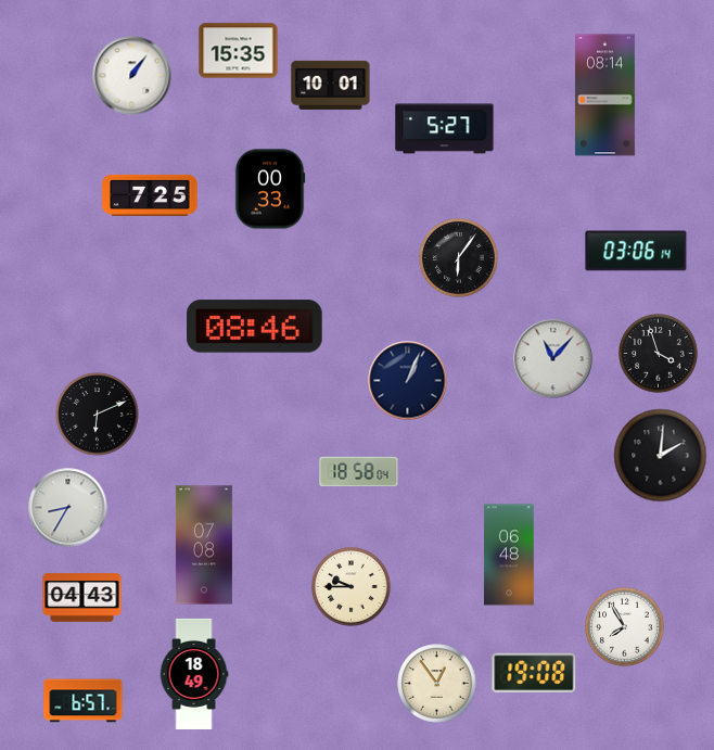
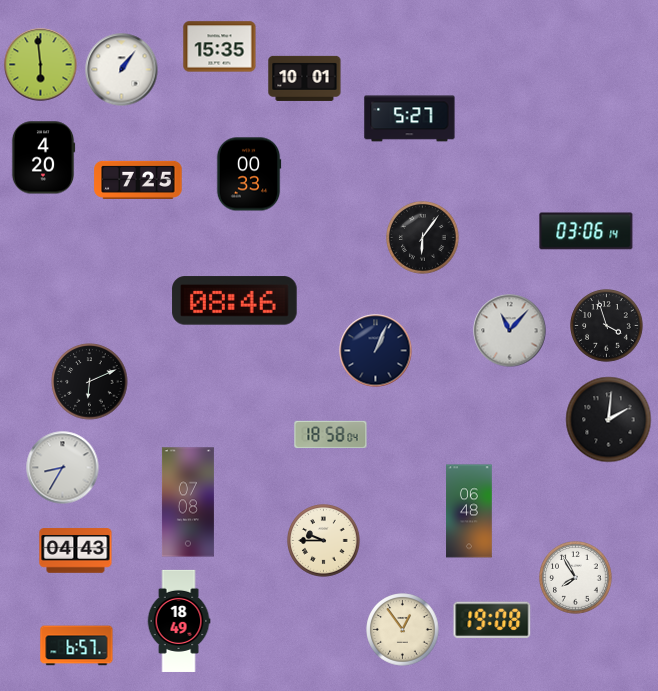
clock at (41, 65): none -> 5:59
clock at (604, 96): 08:14 -> none
clock at (43, 158): none -> 4:20
